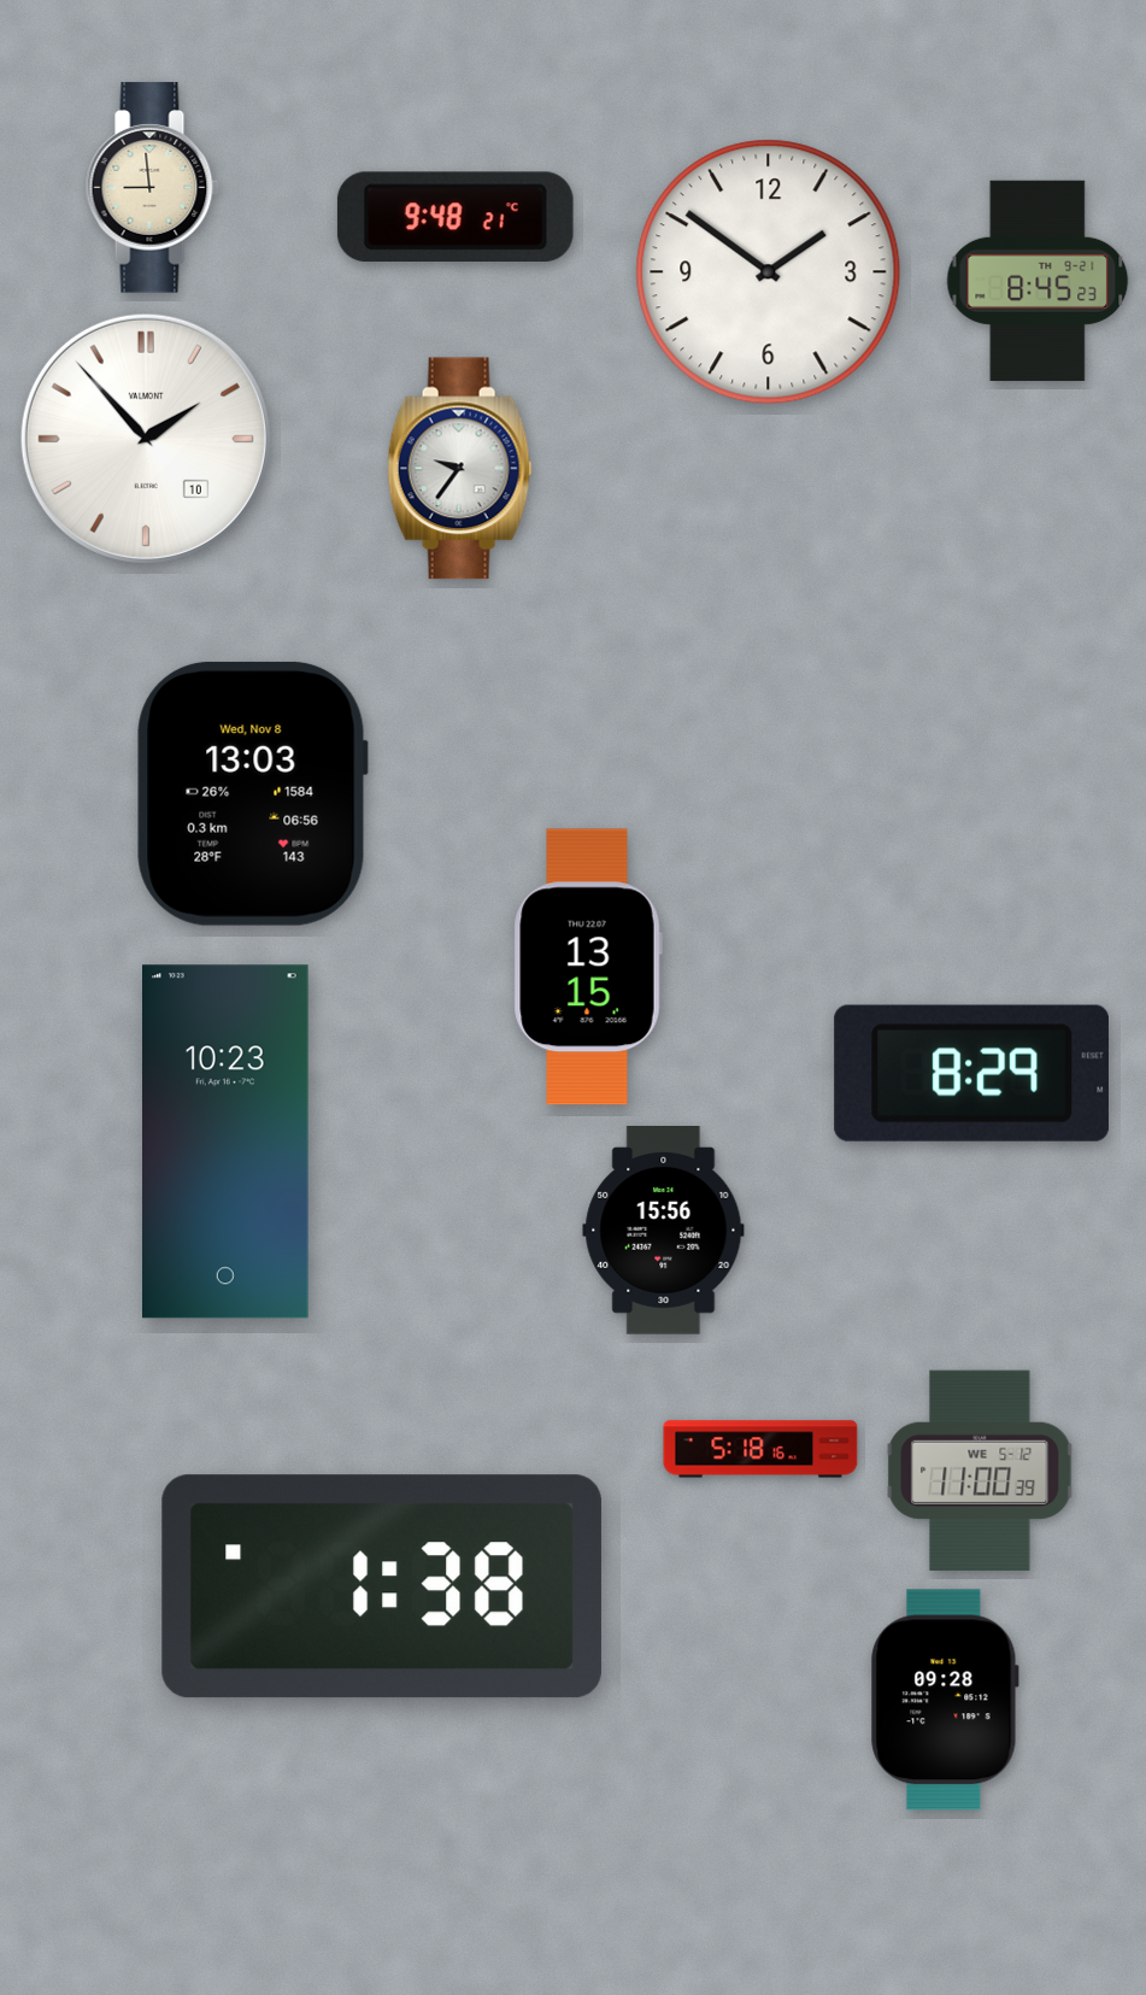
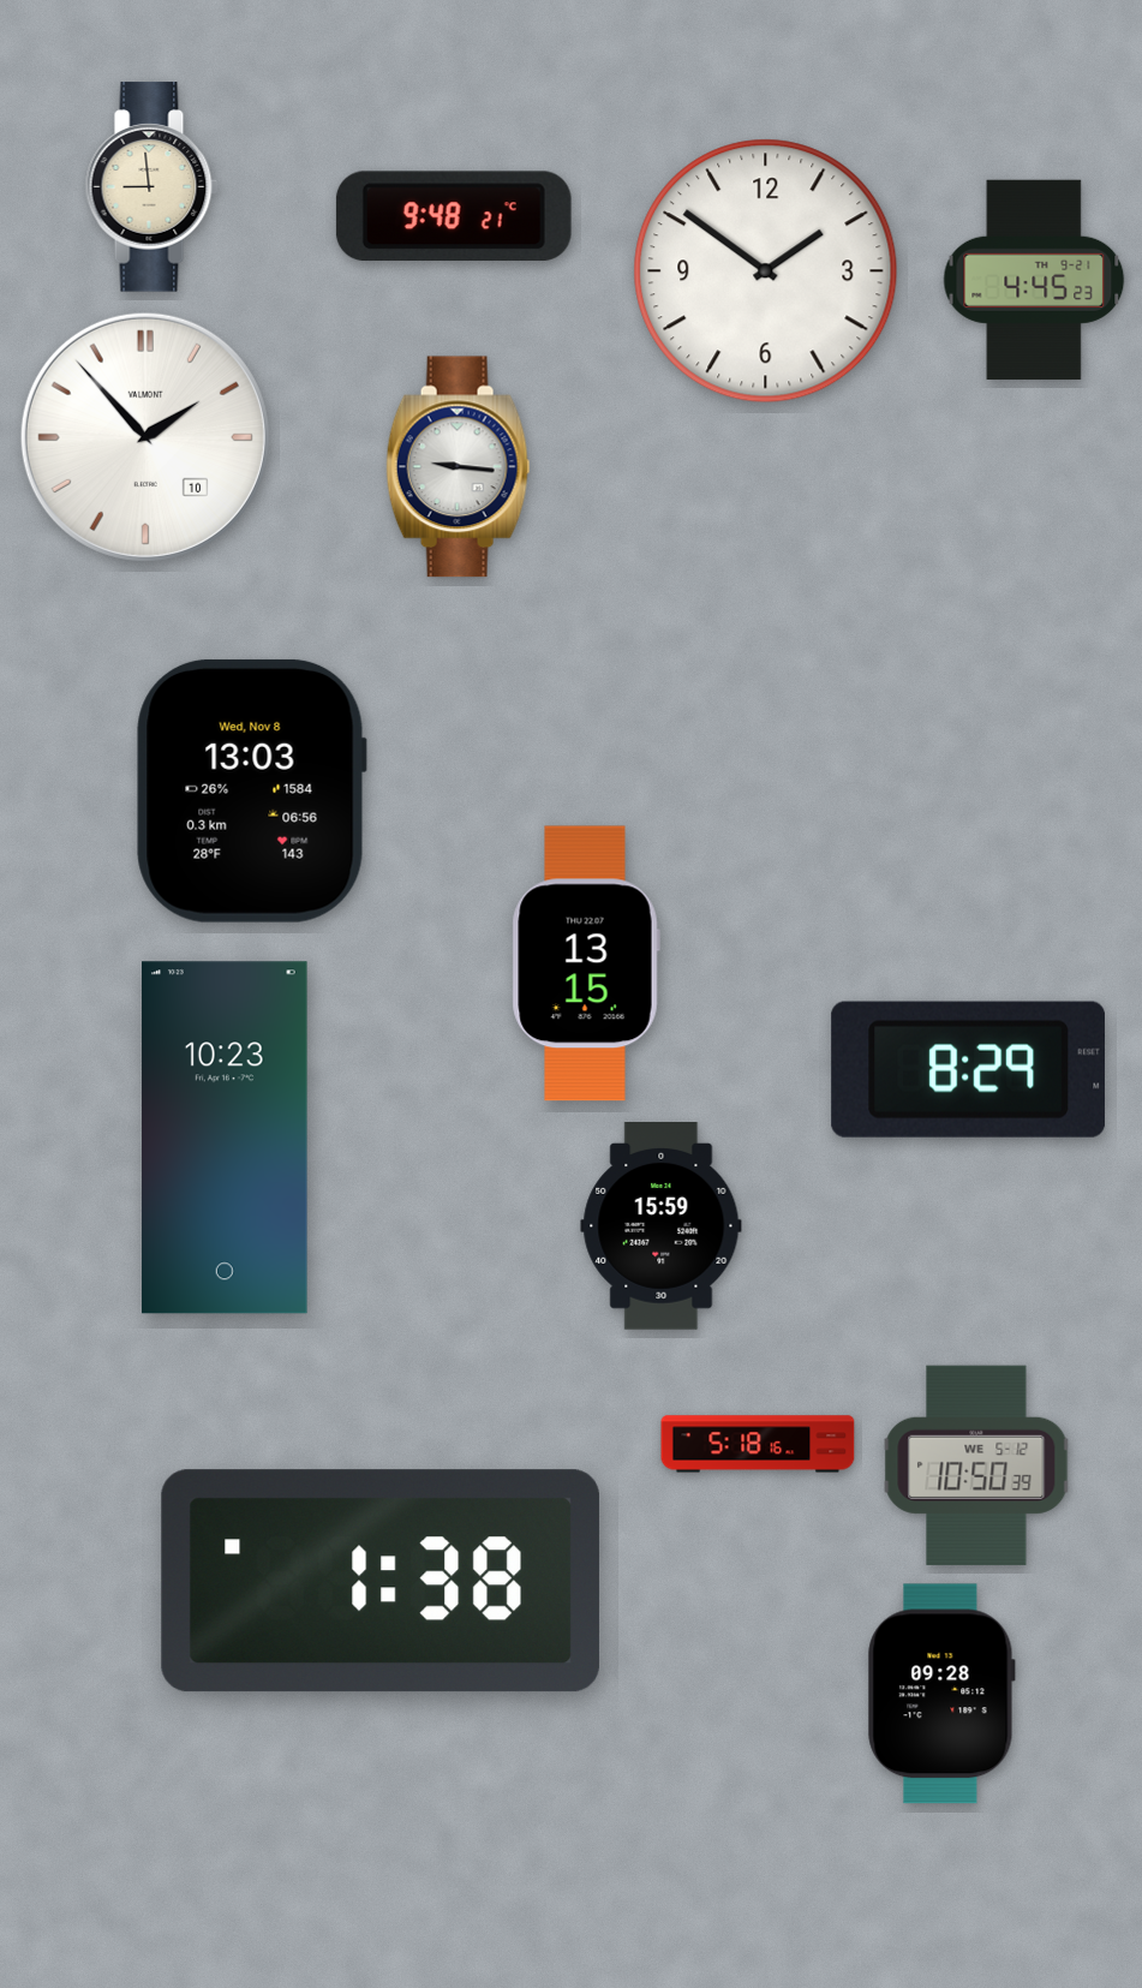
clock at (1038, 281): 8:45 -> 4:45
clock at (460, 469): 9:36 -> 9:16
clock at (664, 1231): 15:56 -> 15:59
clock at (980, 1471): 11:00 -> 10:50
